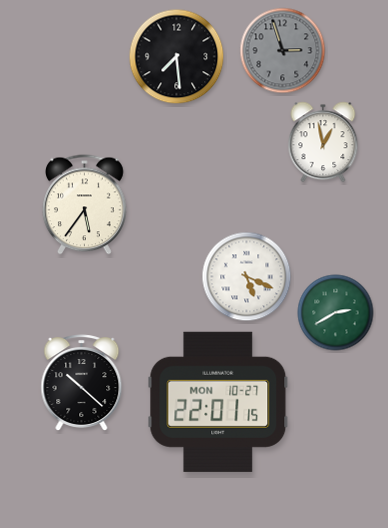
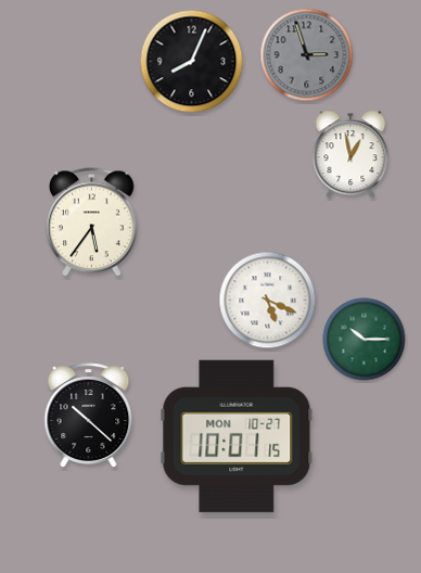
clock at (177, 57): 7:29 -> 8:04
clock at (336, 313): 2:40 -> 10:15
clock at (218, 402): 22:01 -> 10:01
